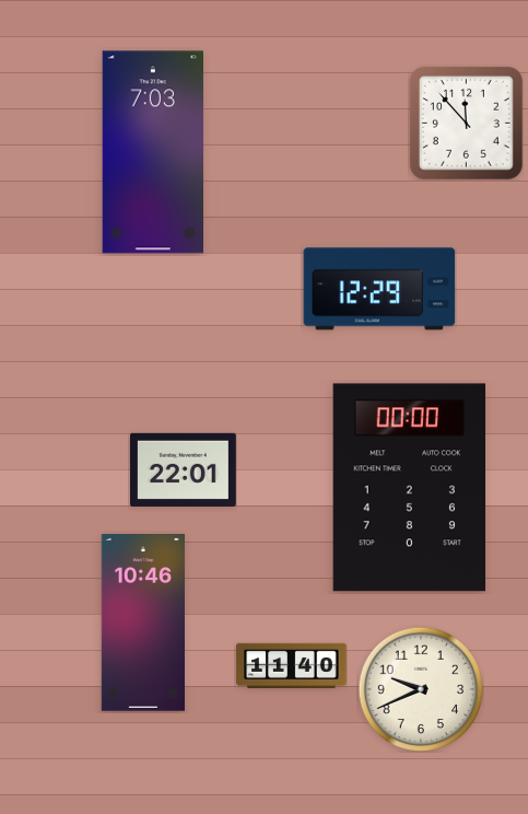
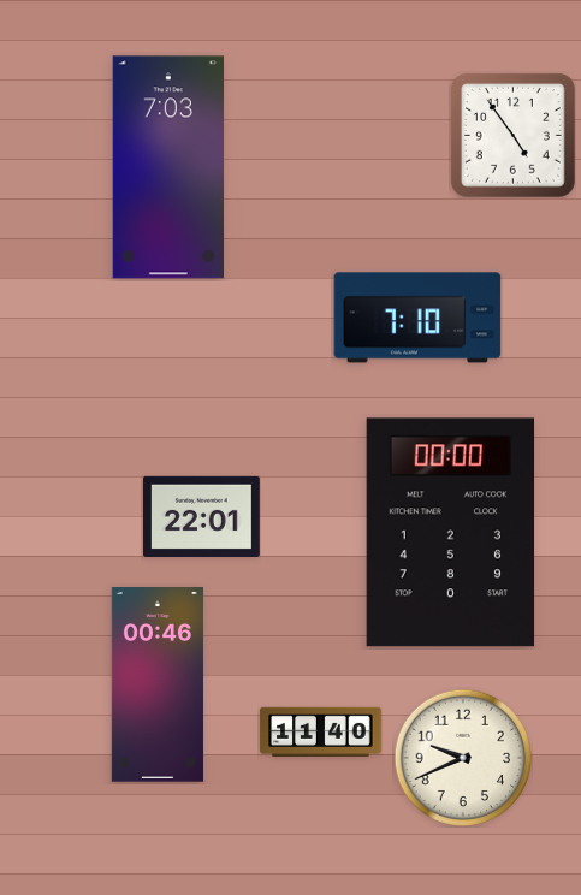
clock at (466, 123): 11:53 -> 4:54
clock at (379, 289): 12:29 -> 7:10
clock at (410, 488) position: (410, 488) -> (451, 533)
clock at (143, 624): 10:46 -> 00:46
